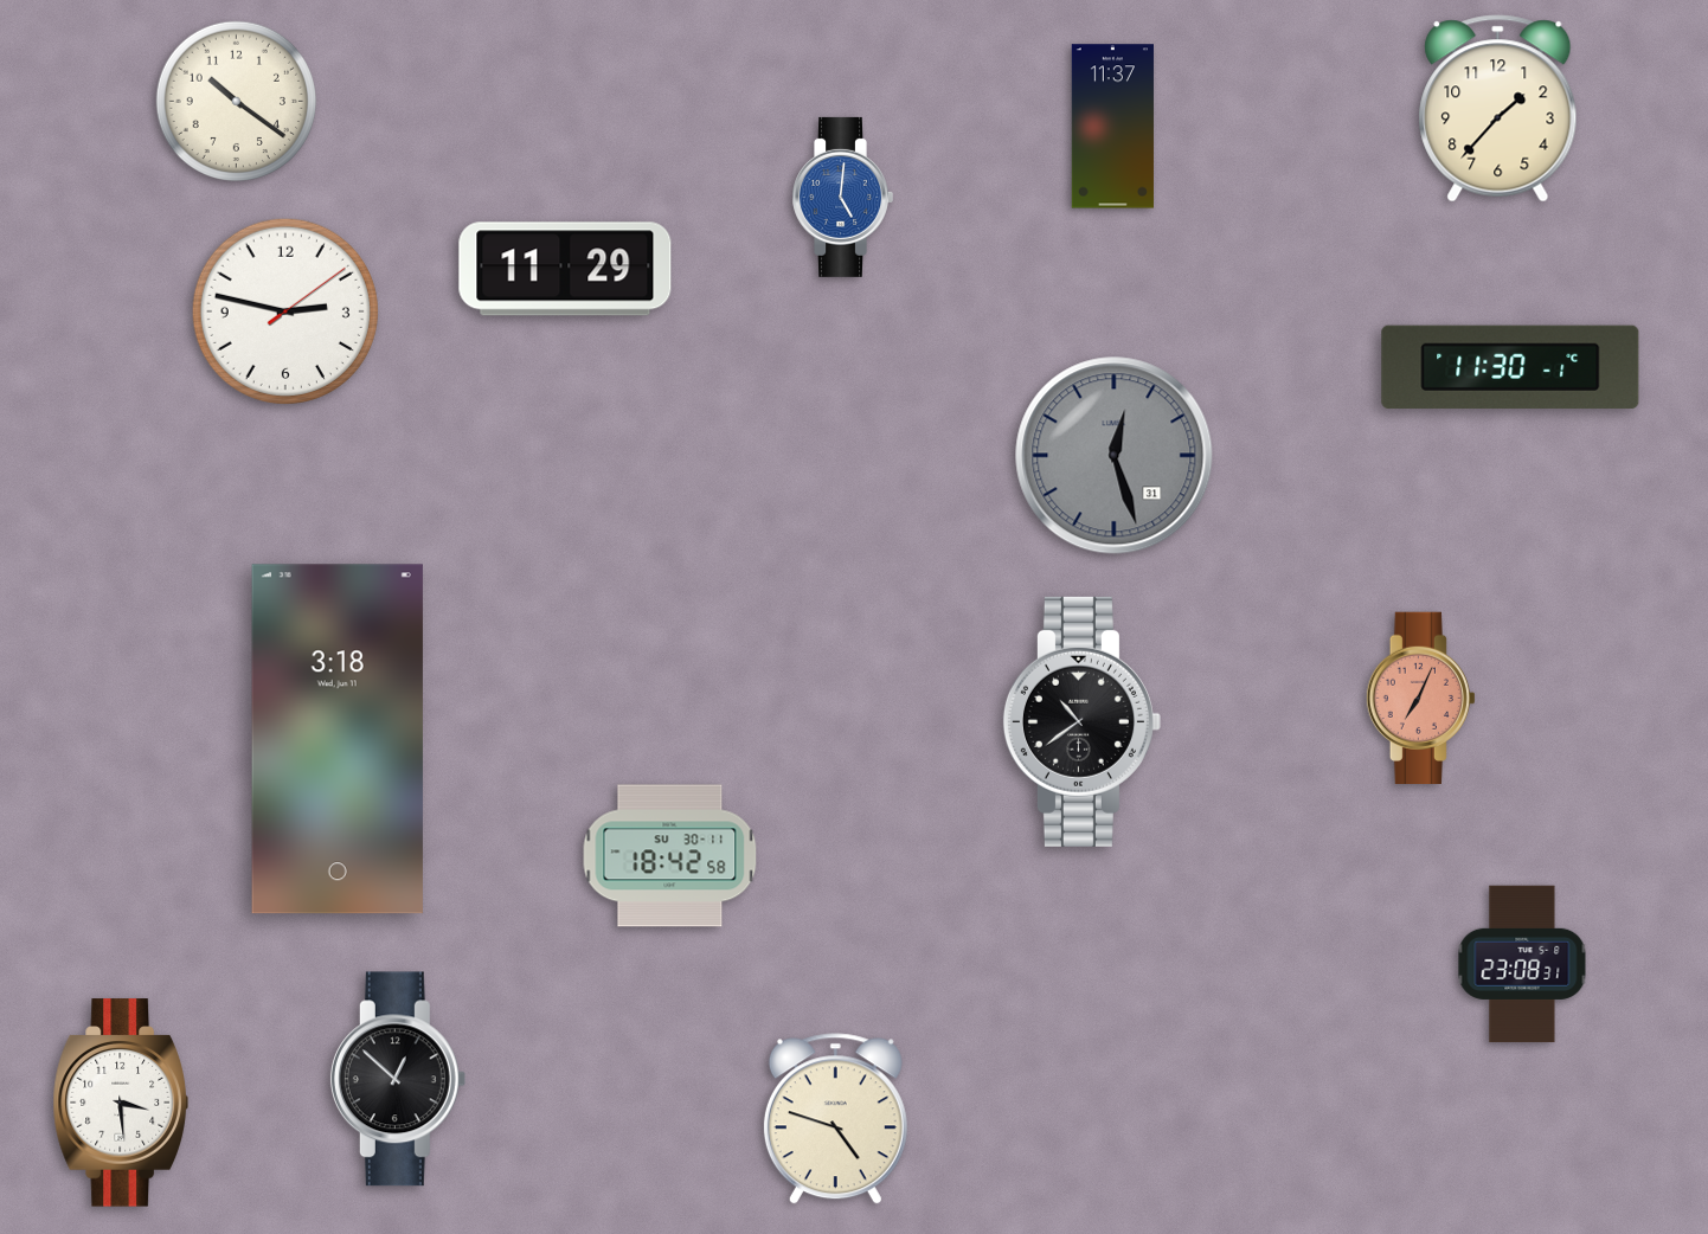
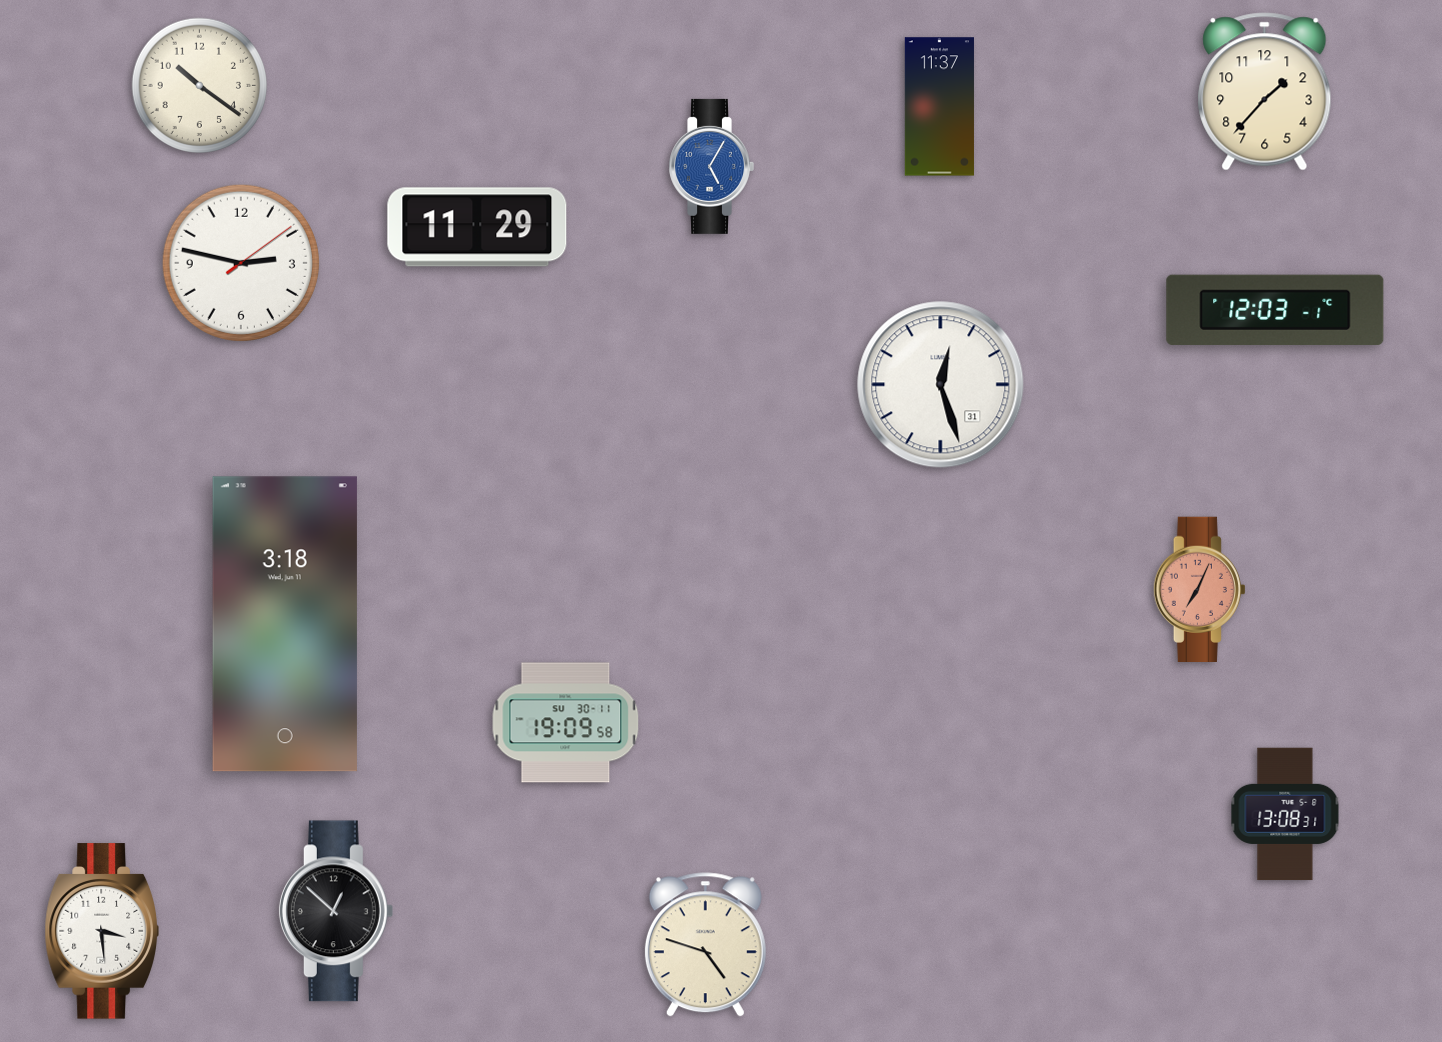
clock at (842, 197): 5:01 -> 5:05
clock at (1510, 367): 11:30 -> 12:03
clock at (1115, 456) dial: grey -> white
clock at (1081, 721): 10:39 -> none
clock at (670, 856): 18:42 -> 19:09
clock at (1522, 964): 23:08 -> 13:08
